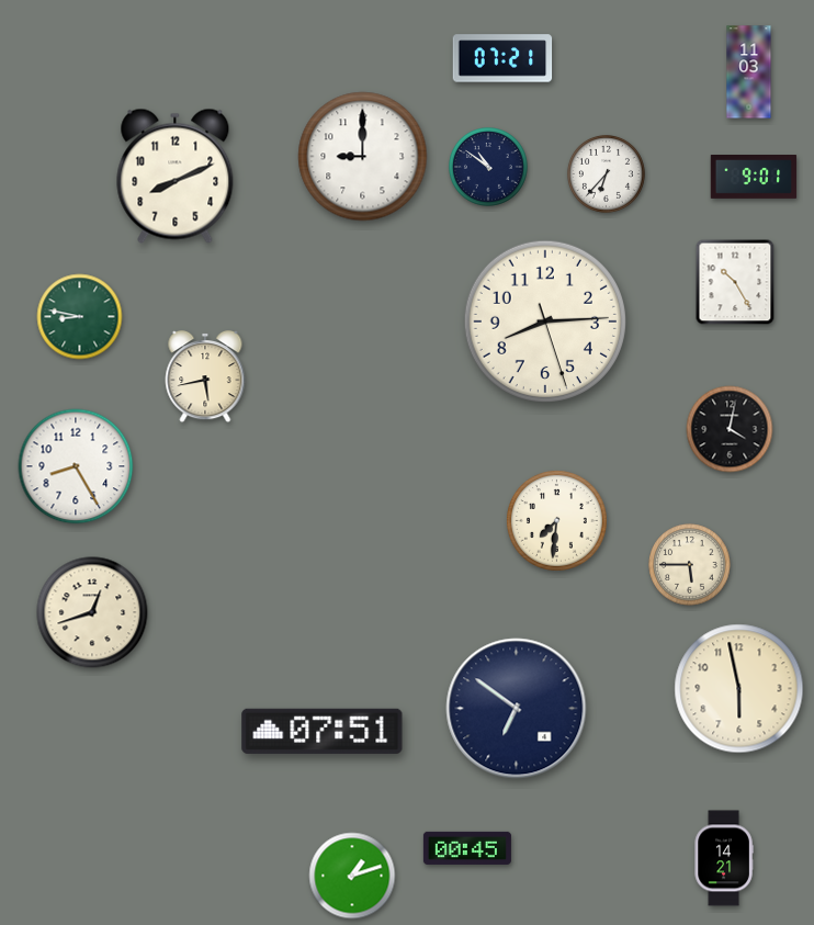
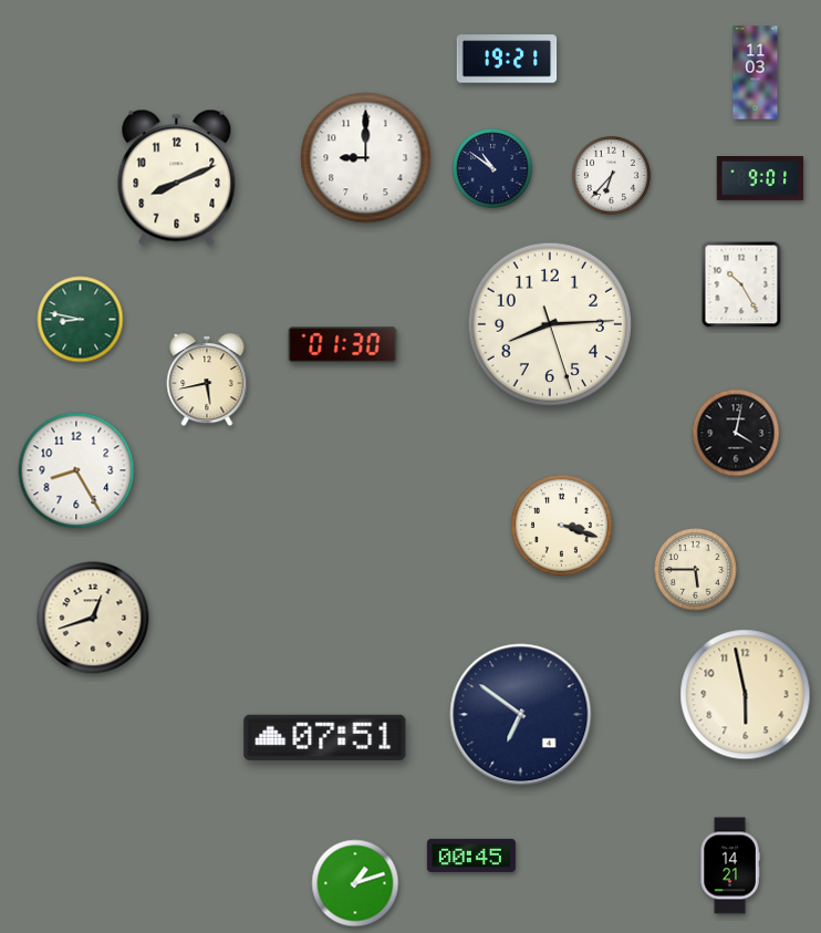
clock at (502, 58): 07:21 -> 19:21
clock at (343, 345): none -> 01:30
clock at (556, 520): 7:31 -> 3:18
